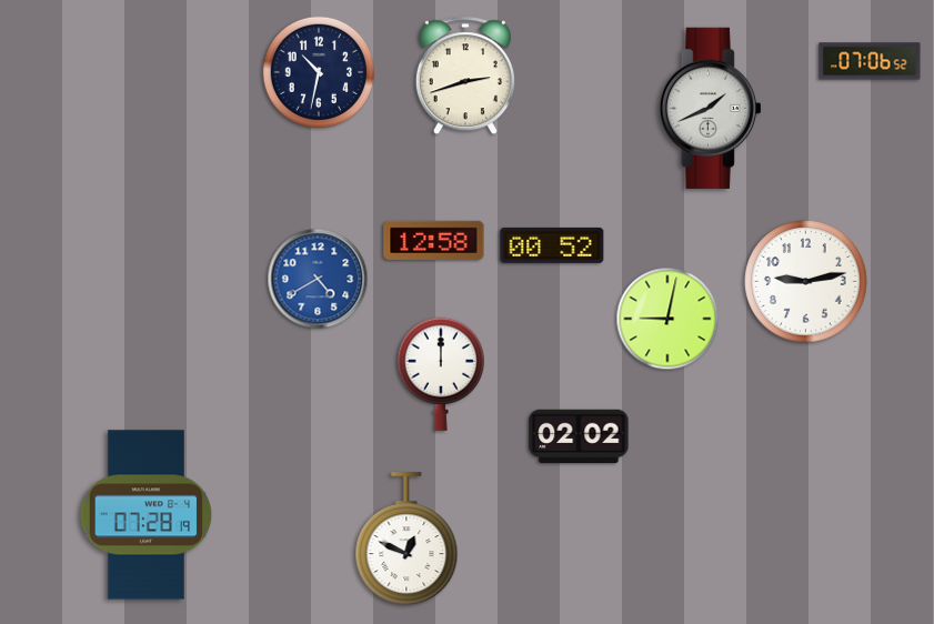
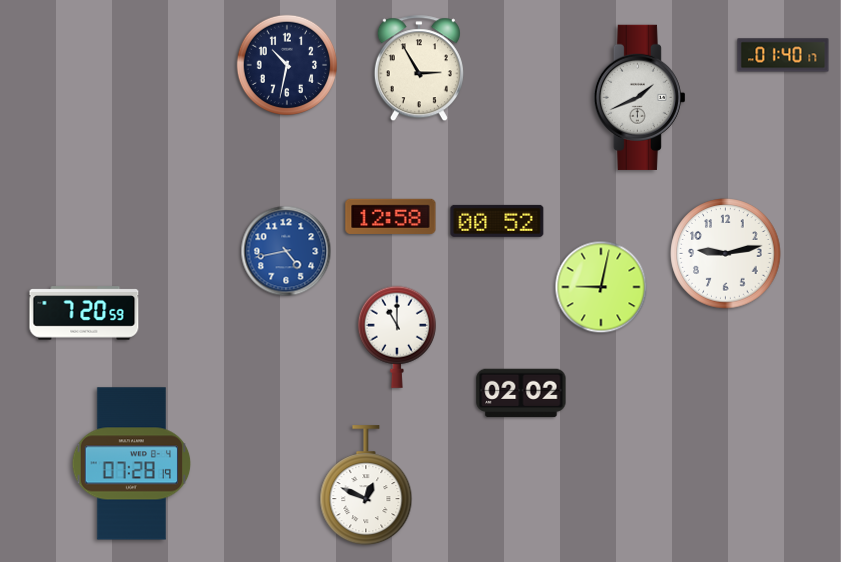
clock at (870, 61): 07:06 -> 01:40
clock at (465, 77): 2:42 -> 2:55
clock at (318, 279): 4:40 -> 4:43
clock at (84, 313): none -> 7:20
clock at (441, 374): 12:00 -> 11:00
